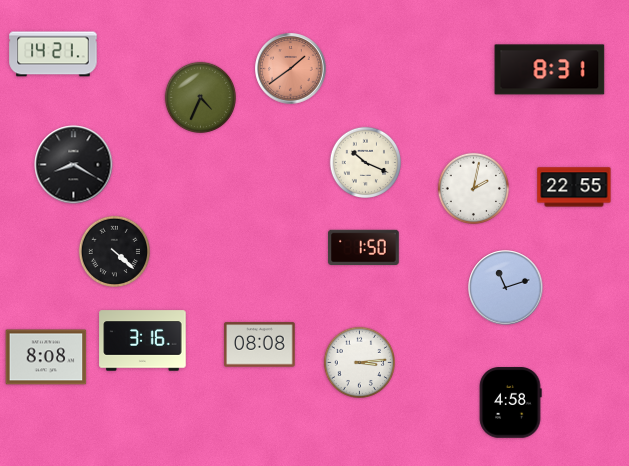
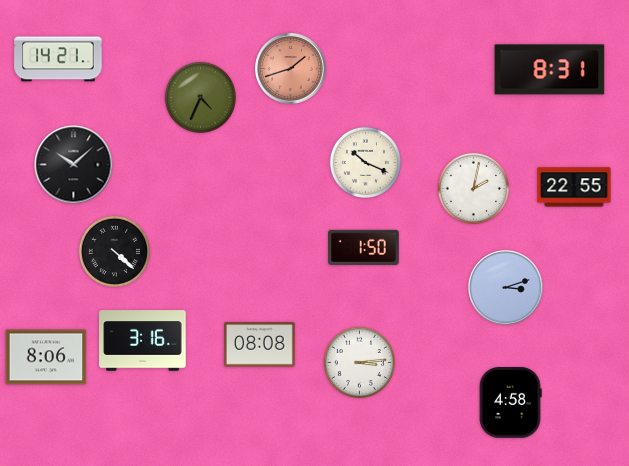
clock at (53, 54) position: (53, 54) -> (58, 59)
clock at (291, 69): 1:39 -> 1:42
clock at (74, 165): 8:20 -> 10:08
clock at (506, 288): 11:12 -> 3:12
clock at (46, 357): 8:08 -> 8:06
